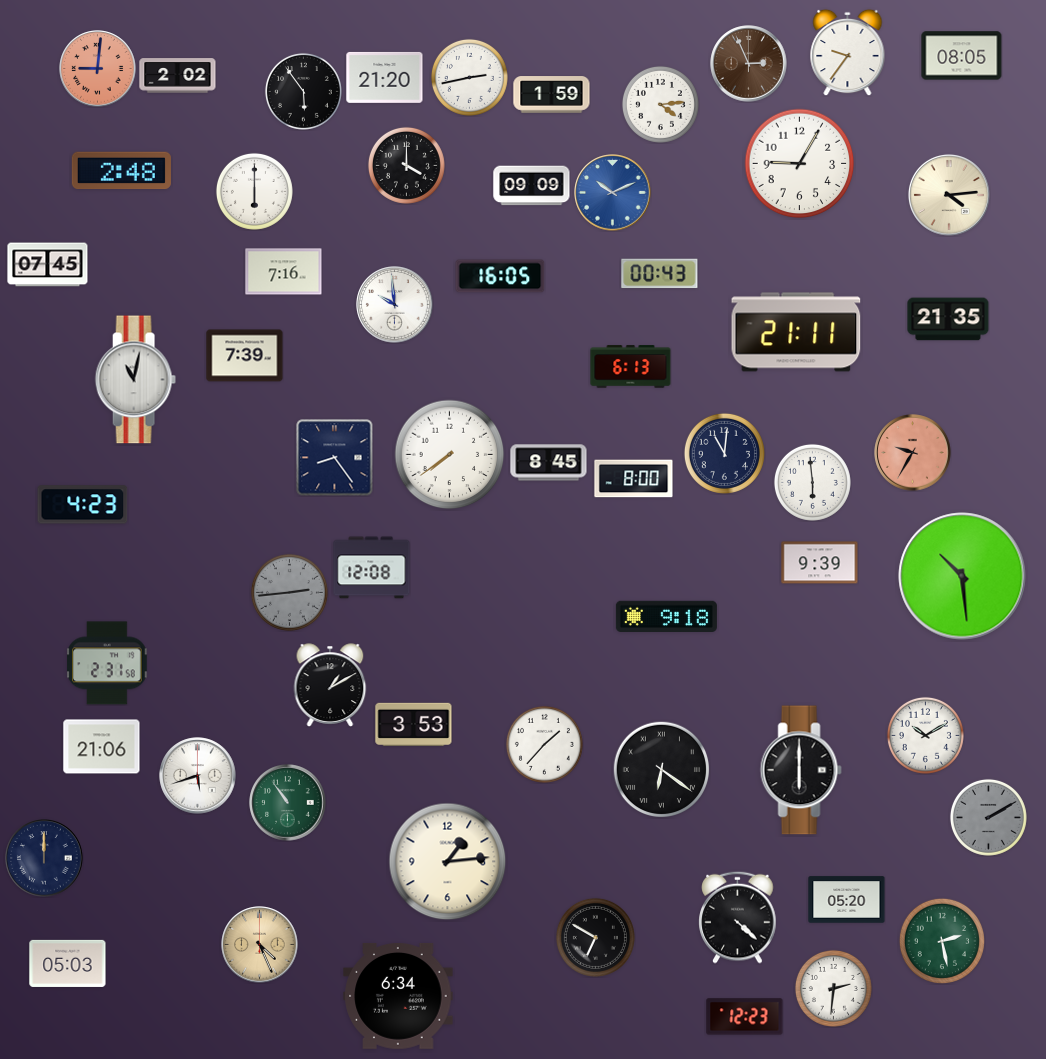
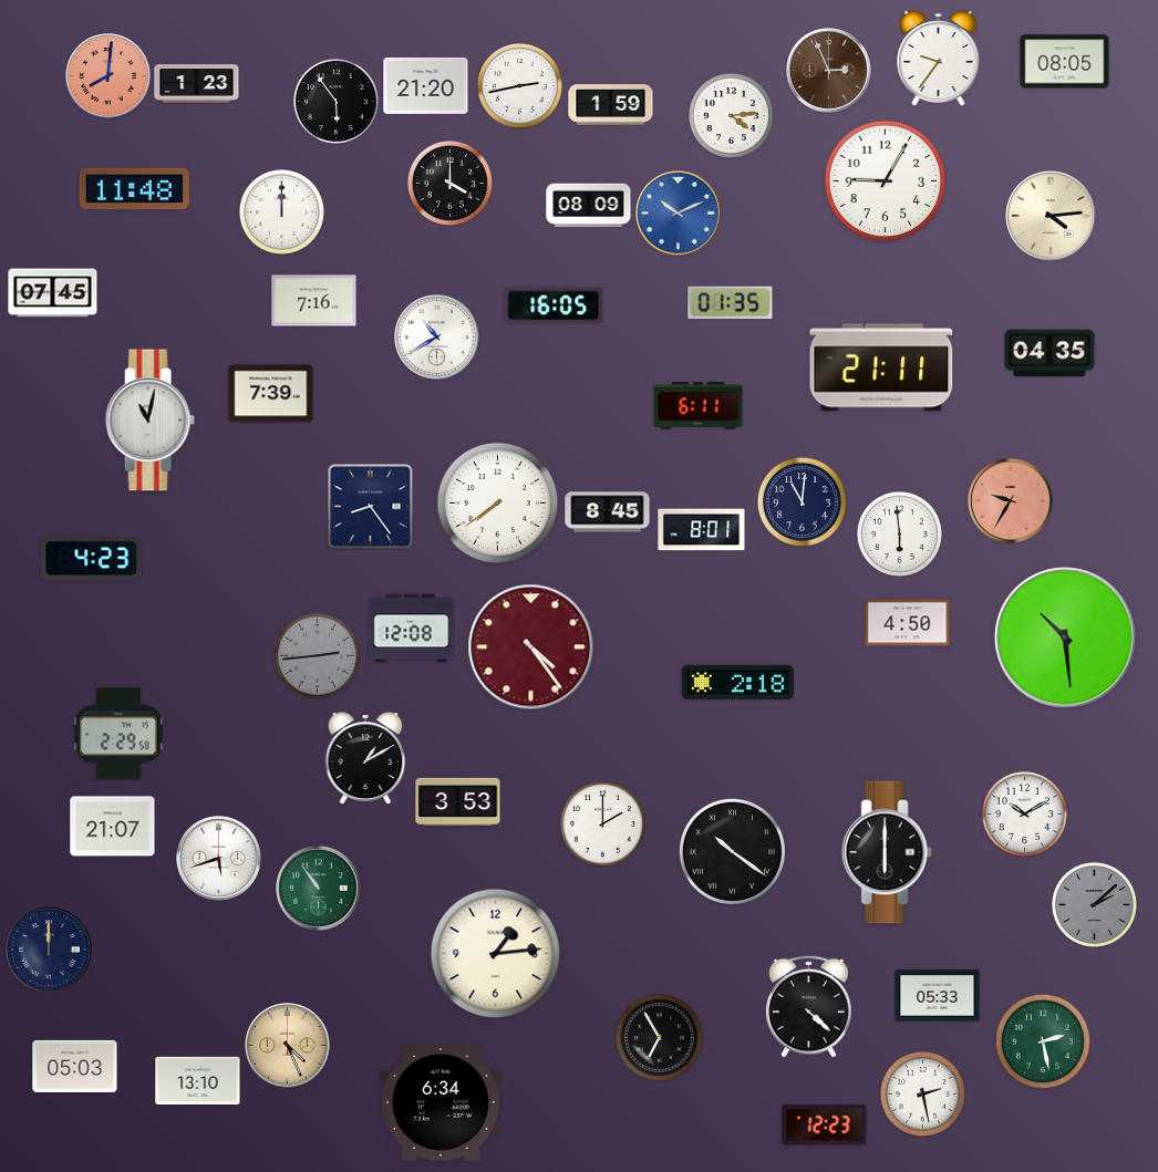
clock at (98, 69): 9:01 -> 8:01
clock at (178, 76): 2:02 -> 1:23
clock at (121, 171): 2:48 -> 11:48
clock at (532, 186): 09:09 -> 08:09
clock at (254, 191): 6:00 -> 12:00
clock at (660, 274): 00:43 -> 01:35
clock at (395, 305): 9:59 -> 10:40
clock at (948, 319): 21:35 -> 04:35
clock at (631, 367): 6:13 -> 6:11
clock at (634, 479): 8:00 -> 8:01
clock at (820, 563): 9:39 -> 4:50
clock at (531, 647): none -> 4:24
clock at (289, 592) position: (289, 592) -> (317, 655)
clock at (666, 616): 9:18 -> 2:18
clock at (107, 663): 2:31 -> 2:29
clock at (544, 744): 1:37 -> 2:00
clock at (102, 747): 21:06 -> 21:07
clock at (661, 769): 6:21 -> 10:21
clock at (988, 817): 2:10 -> 2:08
clock at (847, 900): 05:20 -> 05:33
clock at (738, 917) position: (738, 917) -> (809, 1006)
clock at (595, 937): 6:50 -> 6:55
clock at (198, 1080): none -> 13:10
clock at (833, 988): 2:31 -> 2:28
